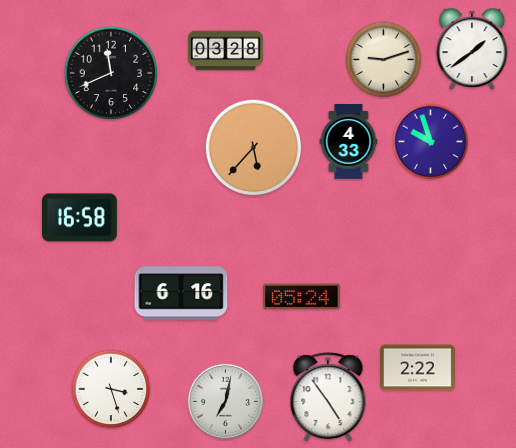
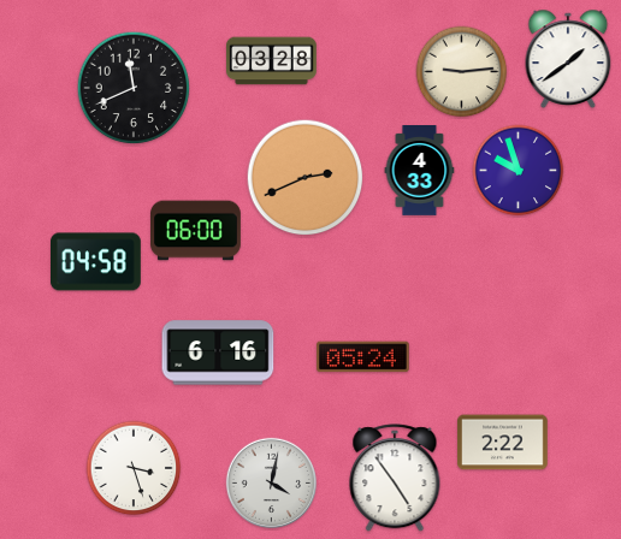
clock at (384, 60): 9:12 -> 9:14
clock at (254, 148): 5:37 -> 2:41
clock at (196, 231): none -> 06:00
clock at (80, 218): 16:58 -> 04:58
clock at (225, 401): 7:02 -> 4:02
